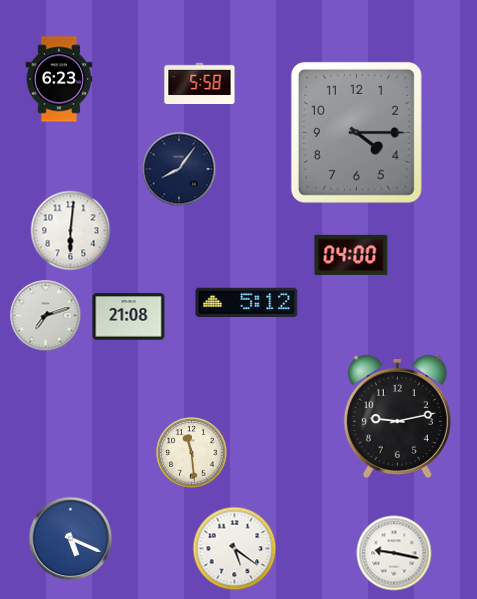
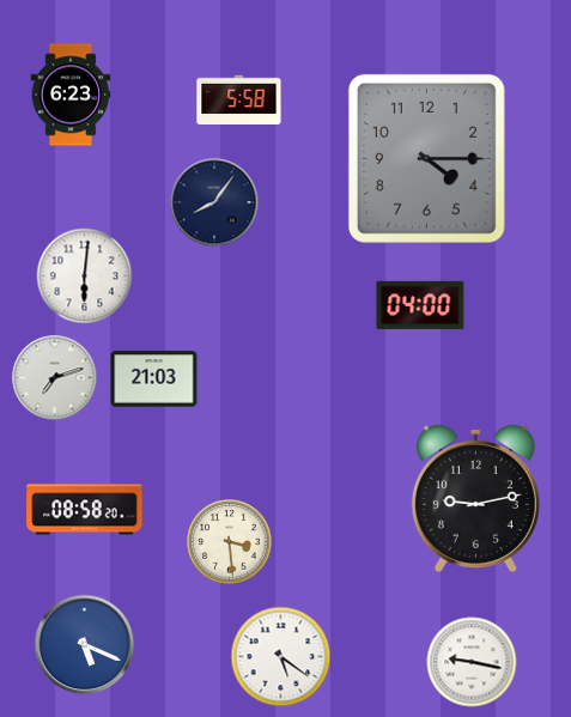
clock at (247, 303): 5:12 -> none
clock at (129, 317): 21:08 -> 21:03
clock at (85, 510): none -> 08:58
clock at (192, 453): 11:29 -> 3:29
